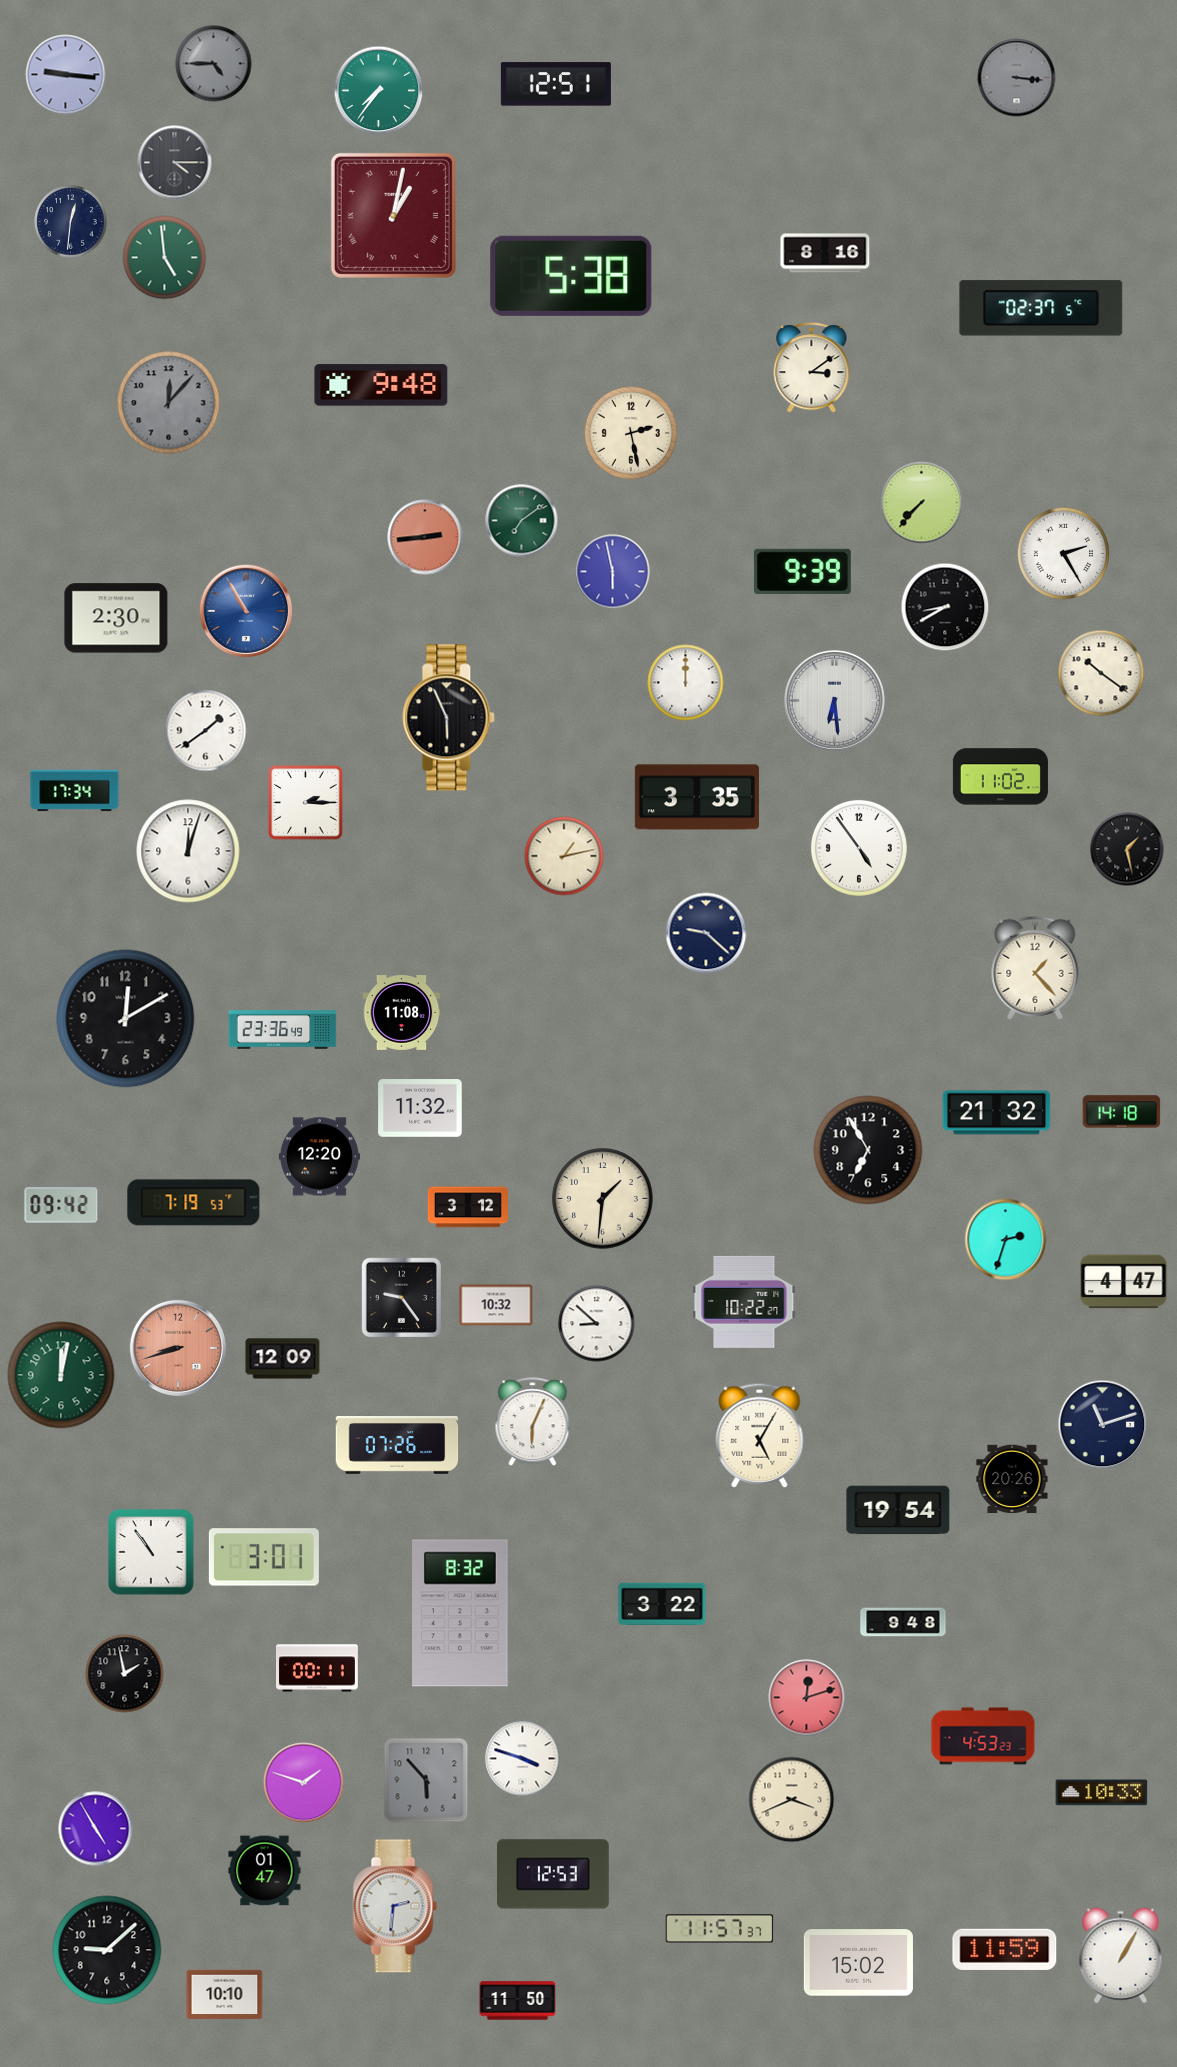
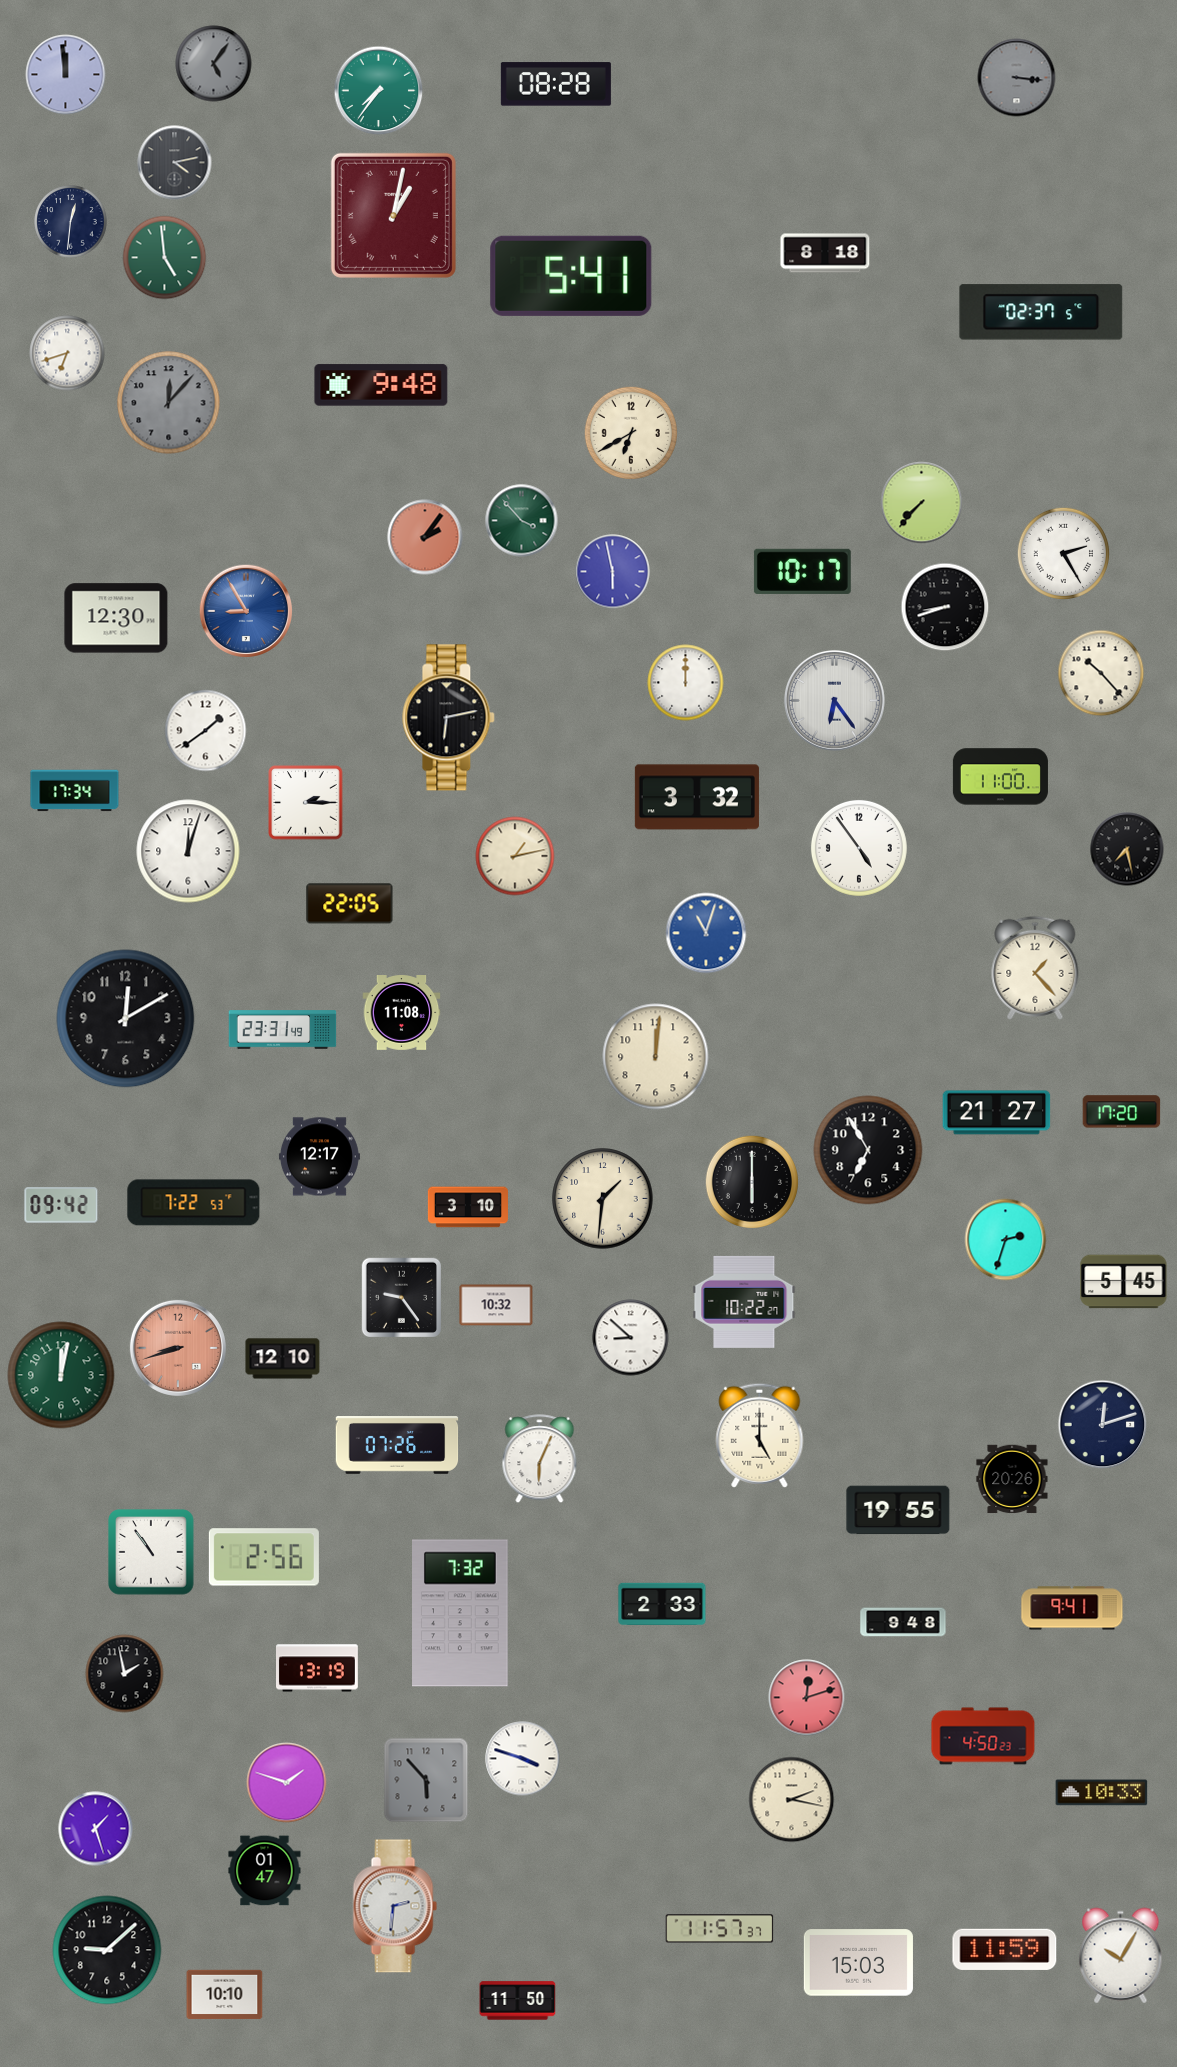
clock at (214, 64): 4:45 -> 5:06
clock at (66, 75): 9:16 -> 11:59
clock at (556, 84): 12:51 -> 08:28
clock at (175, 163): 4:15 -> 4:13
clock at (825, 253): 8:16 -> 8:18
clock at (571, 276): 5:38 -> 5:41
clock at (1041, 308) position: (1041, 308) -> (1041, 312)
clock at (67, 353): none -> 6:42
clock at (812, 368): 3:09 -> none
clock at (631, 433): 2:28 -> 6:40
clock at (522, 521): 7:09 -> 3:53
clock at (425, 537): 2:44 -> 2:06
clock at (802, 571): 9:39 -> 10:17
clock at (945, 607): 8:40 -> 8:42
clock at (246, 611): 10:55 -> 8:55
clock at (116, 618): 2:30 -> 12:30
clock at (1101, 673): 10:21 -> 10:23
clock at (834, 700): 6:29 -> 6:24
clock at (449, 718): 5:56 -> 6:13
clock at (1000, 777): 11:02 -> 11:00
clock at (697, 797): 3:35 -> 3:32
clock at (1127, 849): 1:28 -> 7:28
clock at (564, 856) position: (564, 856) -> (515, 856)
clock at (350, 904): none -> 22:05
clock at (706, 933): 9:22 -> 11:03
clock at (706, 933) dial: navy -> blue
clock at (283, 1030): 23:36 -> 23:31
clock at (656, 1057): none -> 12:01
clock at (420, 1108): 11:32 -> none
clock at (1122, 1112): 14:18 -> 17:20
clock at (997, 1113): 21:32 -> 21:27
clock at (319, 1157): 12:20 -> 12:17
clock at (752, 1182): none -> 6:00
clock at (194, 1203): 7:19 -> 7:22
clock at (468, 1207): 3:12 -> 3:10
clock at (1124, 1282): 4:47 -> 5:45
clock at (597, 1324) position: (597, 1324) -> (631, 1338)
clock at (283, 1359): 12:09 -> 12:10
clock at (533, 1422) position: (533, 1422) -> (540, 1459)
clock at (1103, 1425): 11:12 -> 12:12
clock at (760, 1435): 5:05 -> 5:00
clock at (898, 1510): 19:54 -> 19:55
clock at (264, 1557): 3:01 -> 2:56
clock at (662, 1603): 3:22 -> 2:33
clock at (1072, 1608): none -> 9:41
clock at (461, 1613): 8:32 -> 7:32
clock at (318, 1668): 00:11 -> 13:19
clock at (983, 1736): 4:53 -> 4:50
clock at (304, 1783) position: (304, 1783) -> (287, 1783)
clock at (792, 1800): 3:41 -> 2:17
clock at (96, 1829): 4:55 -> 1:27
clock at (554, 1874): 12:53 -> none
clock at (1121, 1956): 1:05 -> 10:05
clock at (858, 1963): 15:02 -> 15:03
